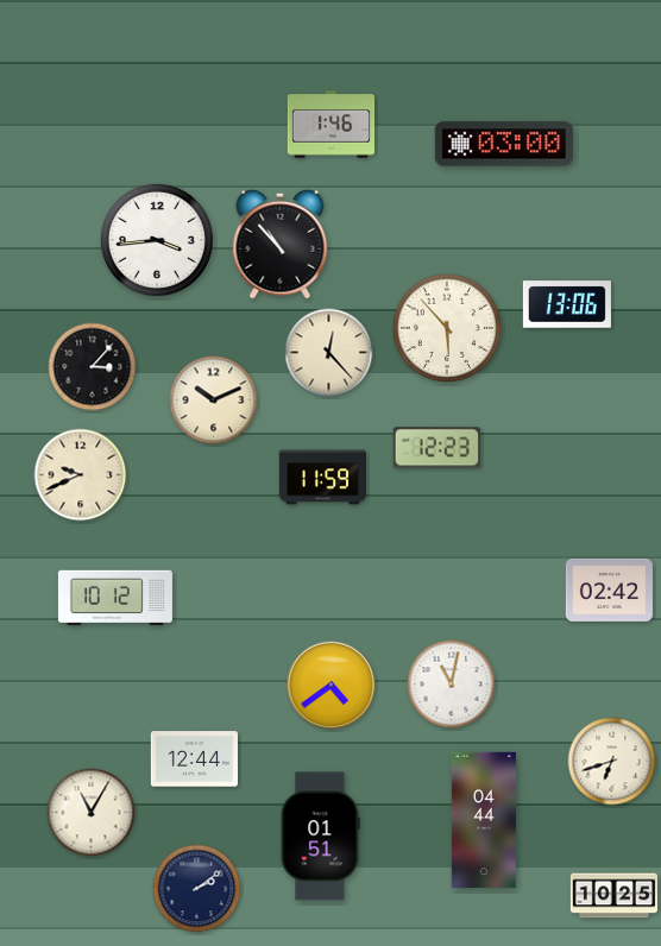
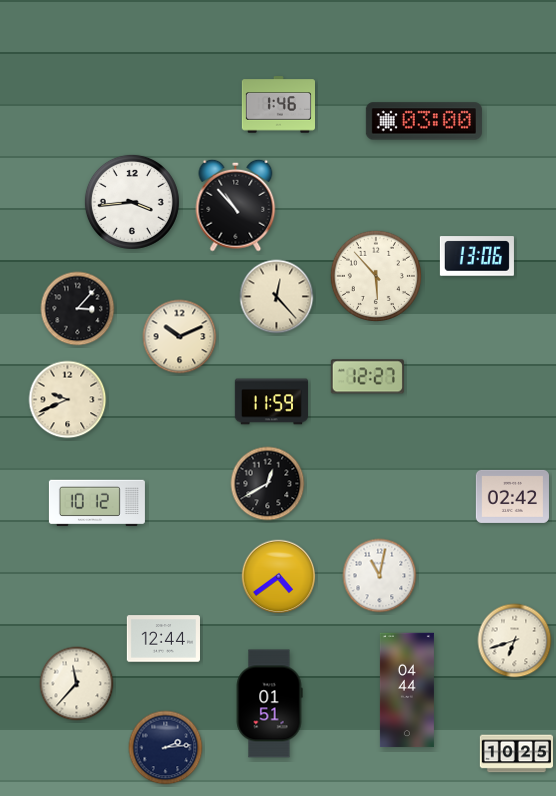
clock at (436, 448): 12:23 -> 12:27
clock at (268, 484): none -> 12:40
clock at (92, 813): 11:05 -> 11:37
clock at (197, 889): 2:09 -> 2:14
